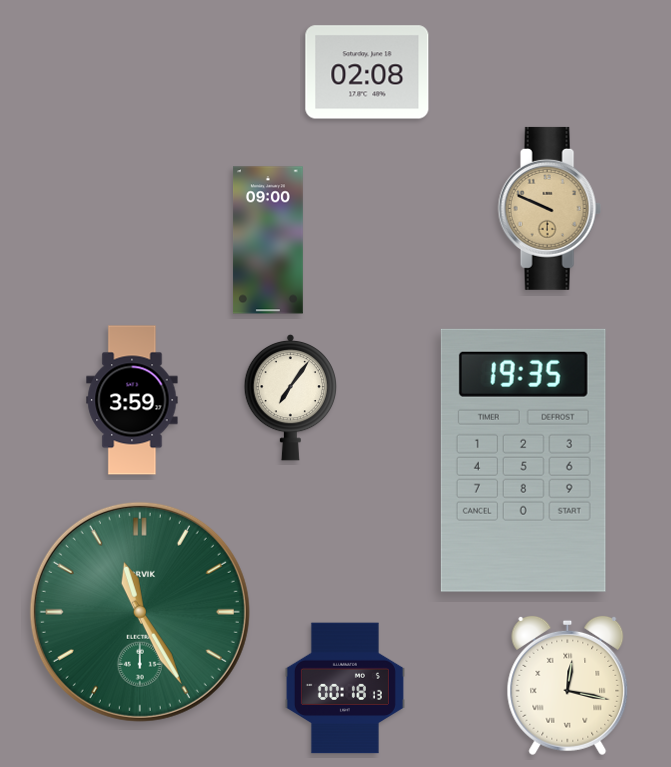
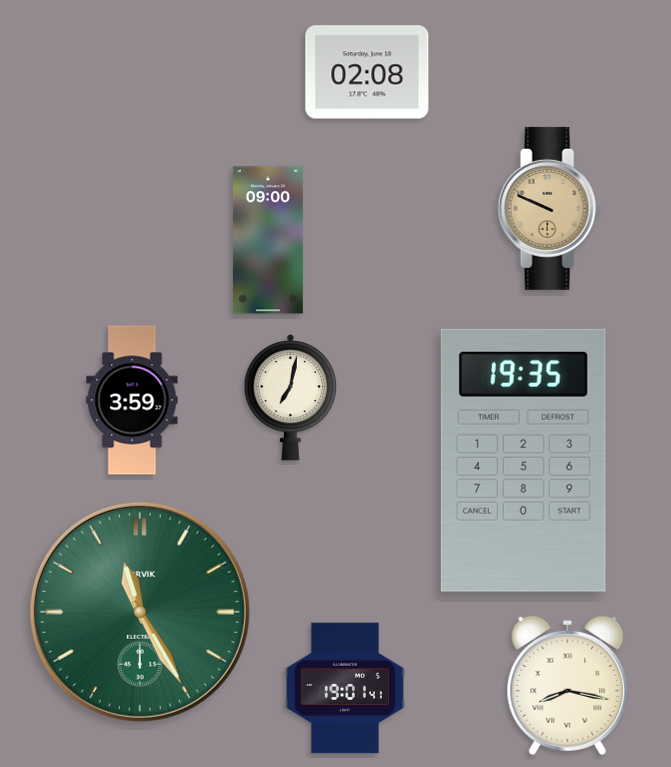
clock at (290, 397): 7:06 -> 7:02
clock at (568, 686): 12:17 -> 8:17
clock at (345, 688): 00:18 -> 19:01
